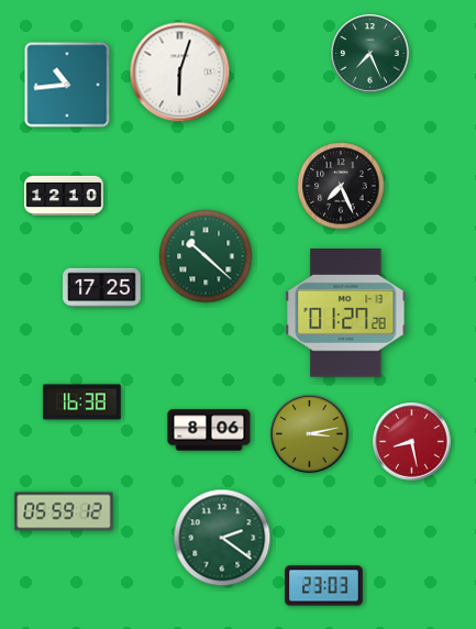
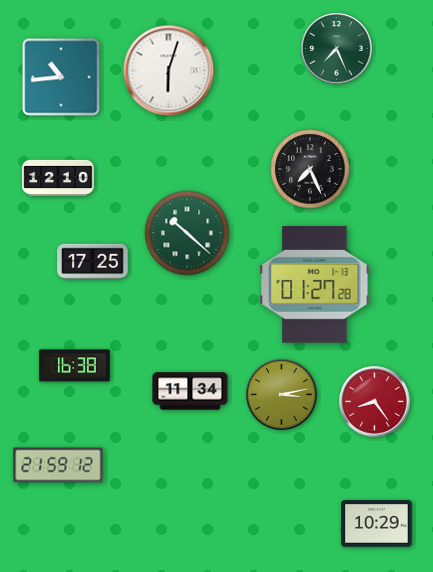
clock at (180, 73) position: (180, 73) -> (169, 71)
clock at (209, 430): 8:06 -> 11:34
clock at (412, 442): 8:28 -> 8:24
clock at (64, 511): 05:59 -> 21:59
clock at (222, 538): 2:21 -> none
clock at (377, 524): none -> 10:29
clock at (324, 586): 23:03 -> none
